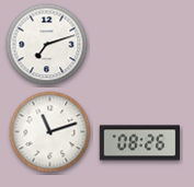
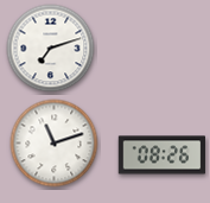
clock at (140, 143) position: (140, 143) -> (163, 156)
